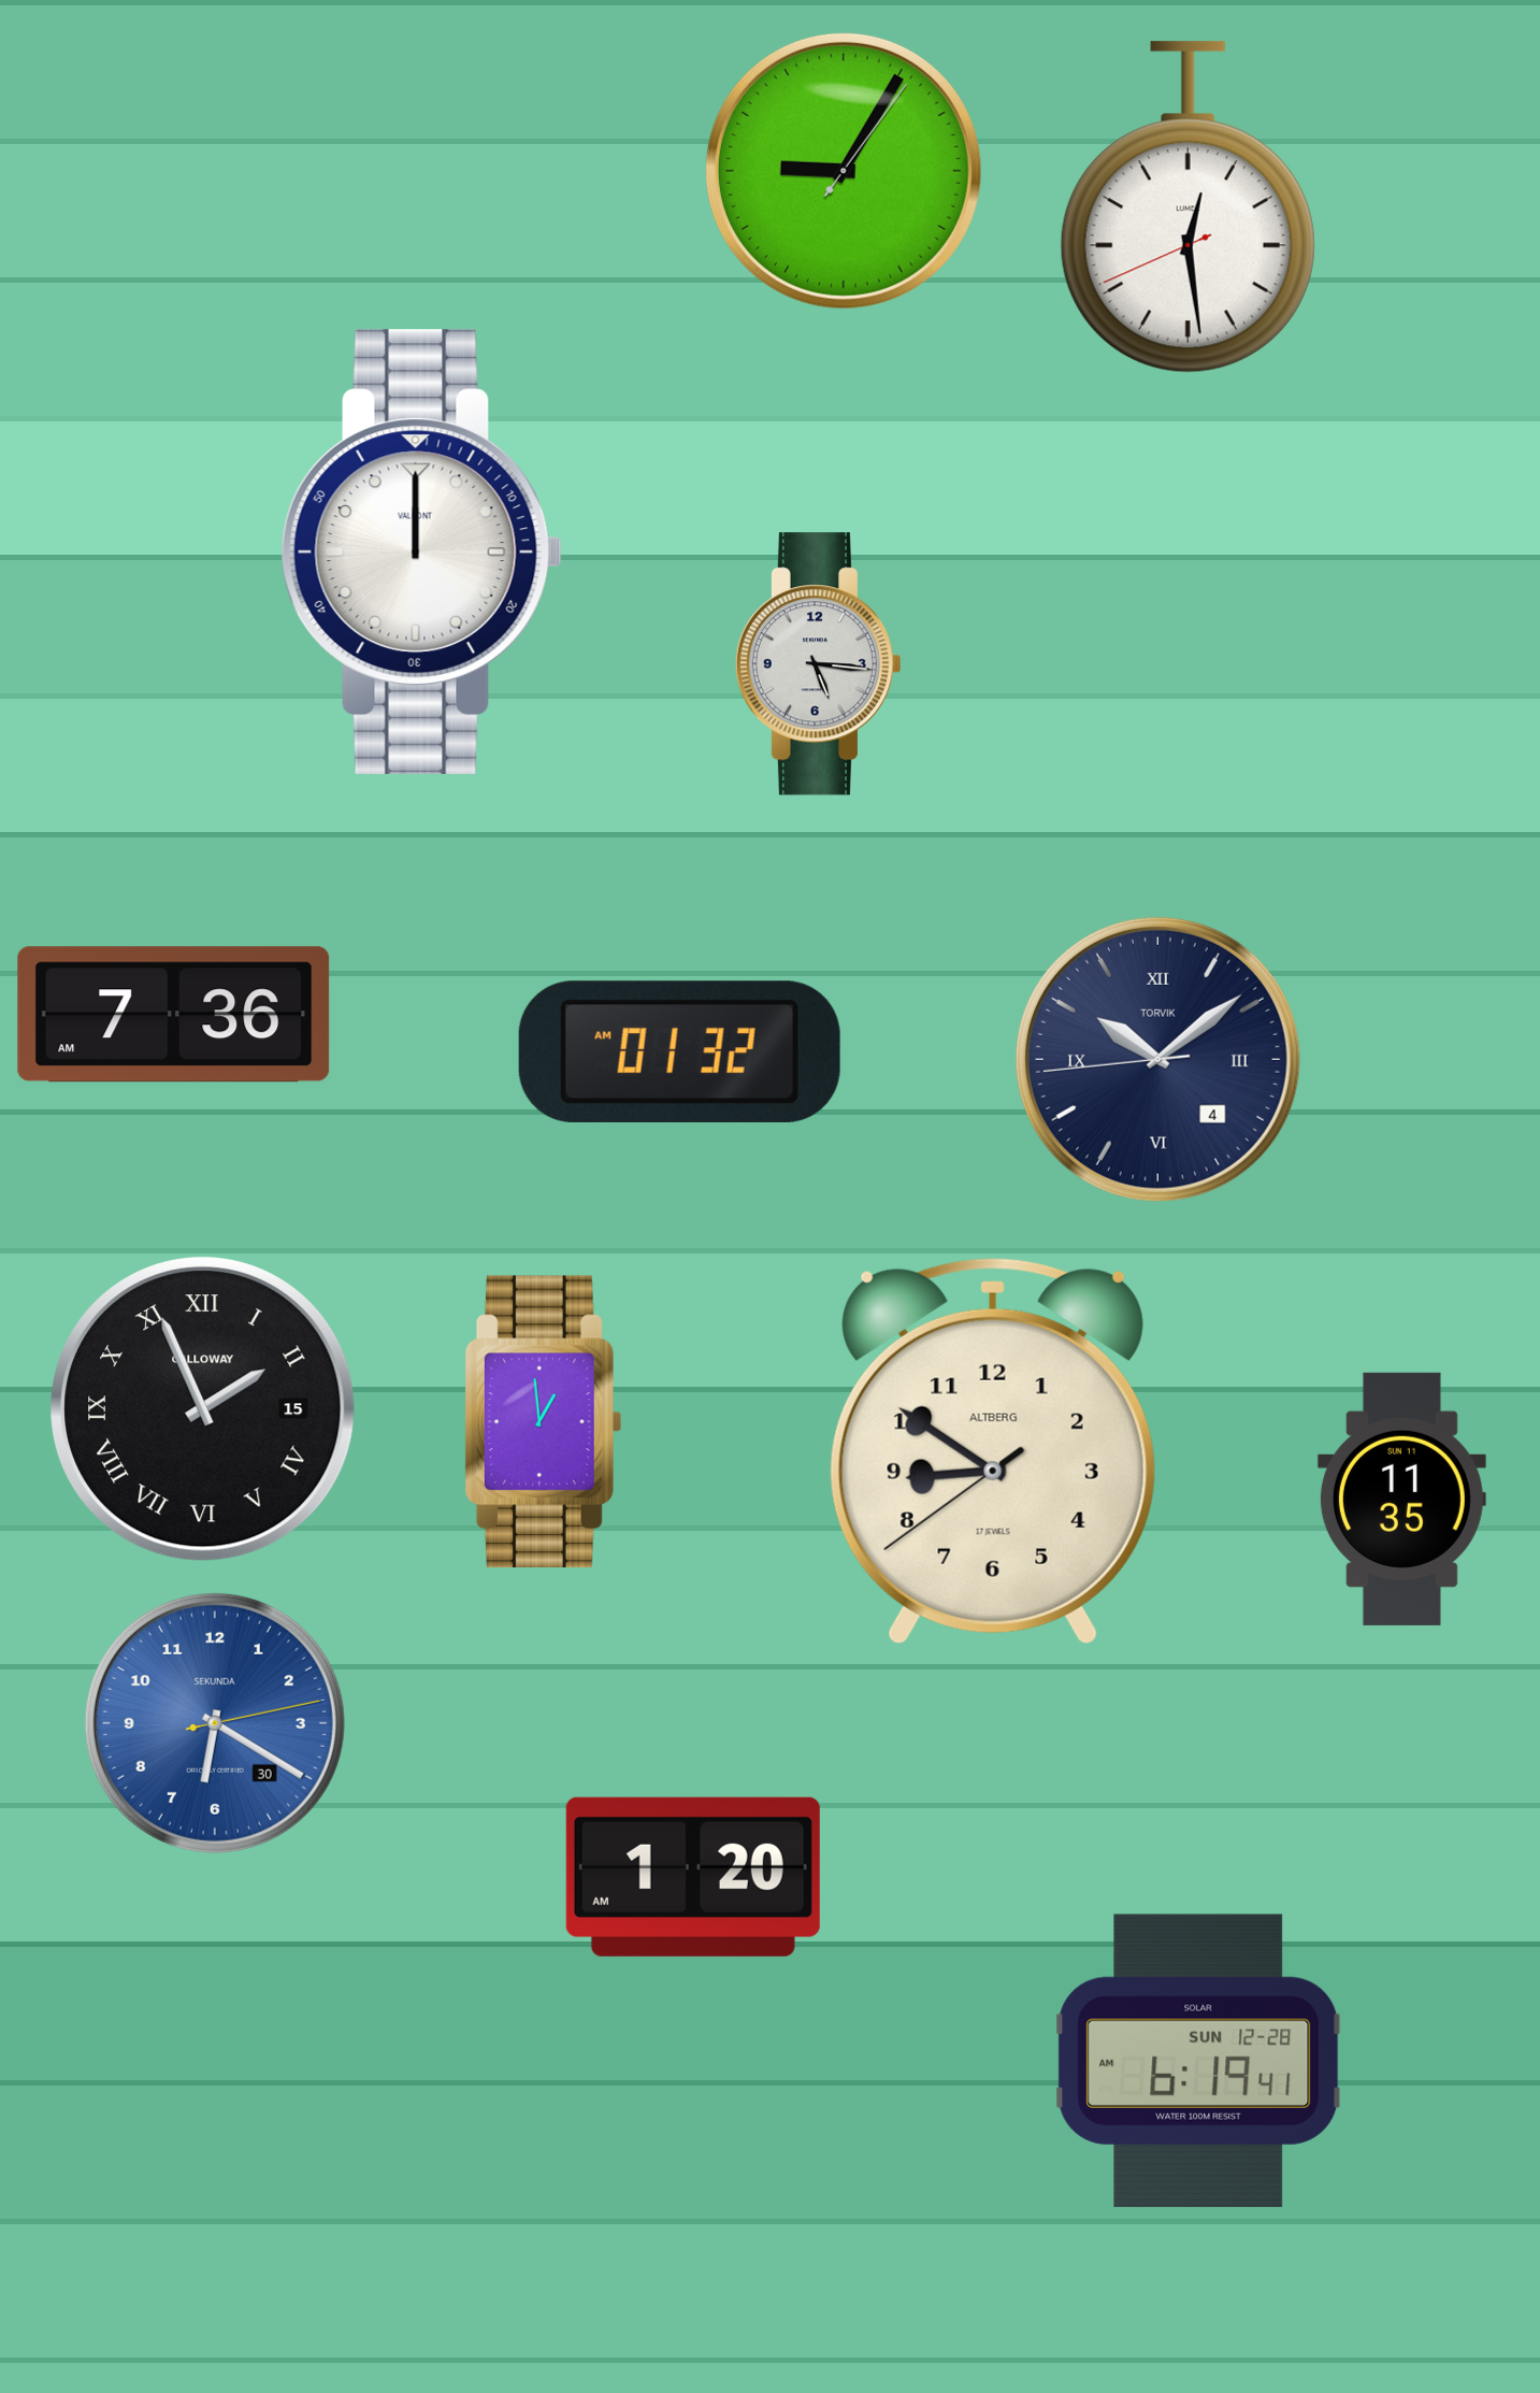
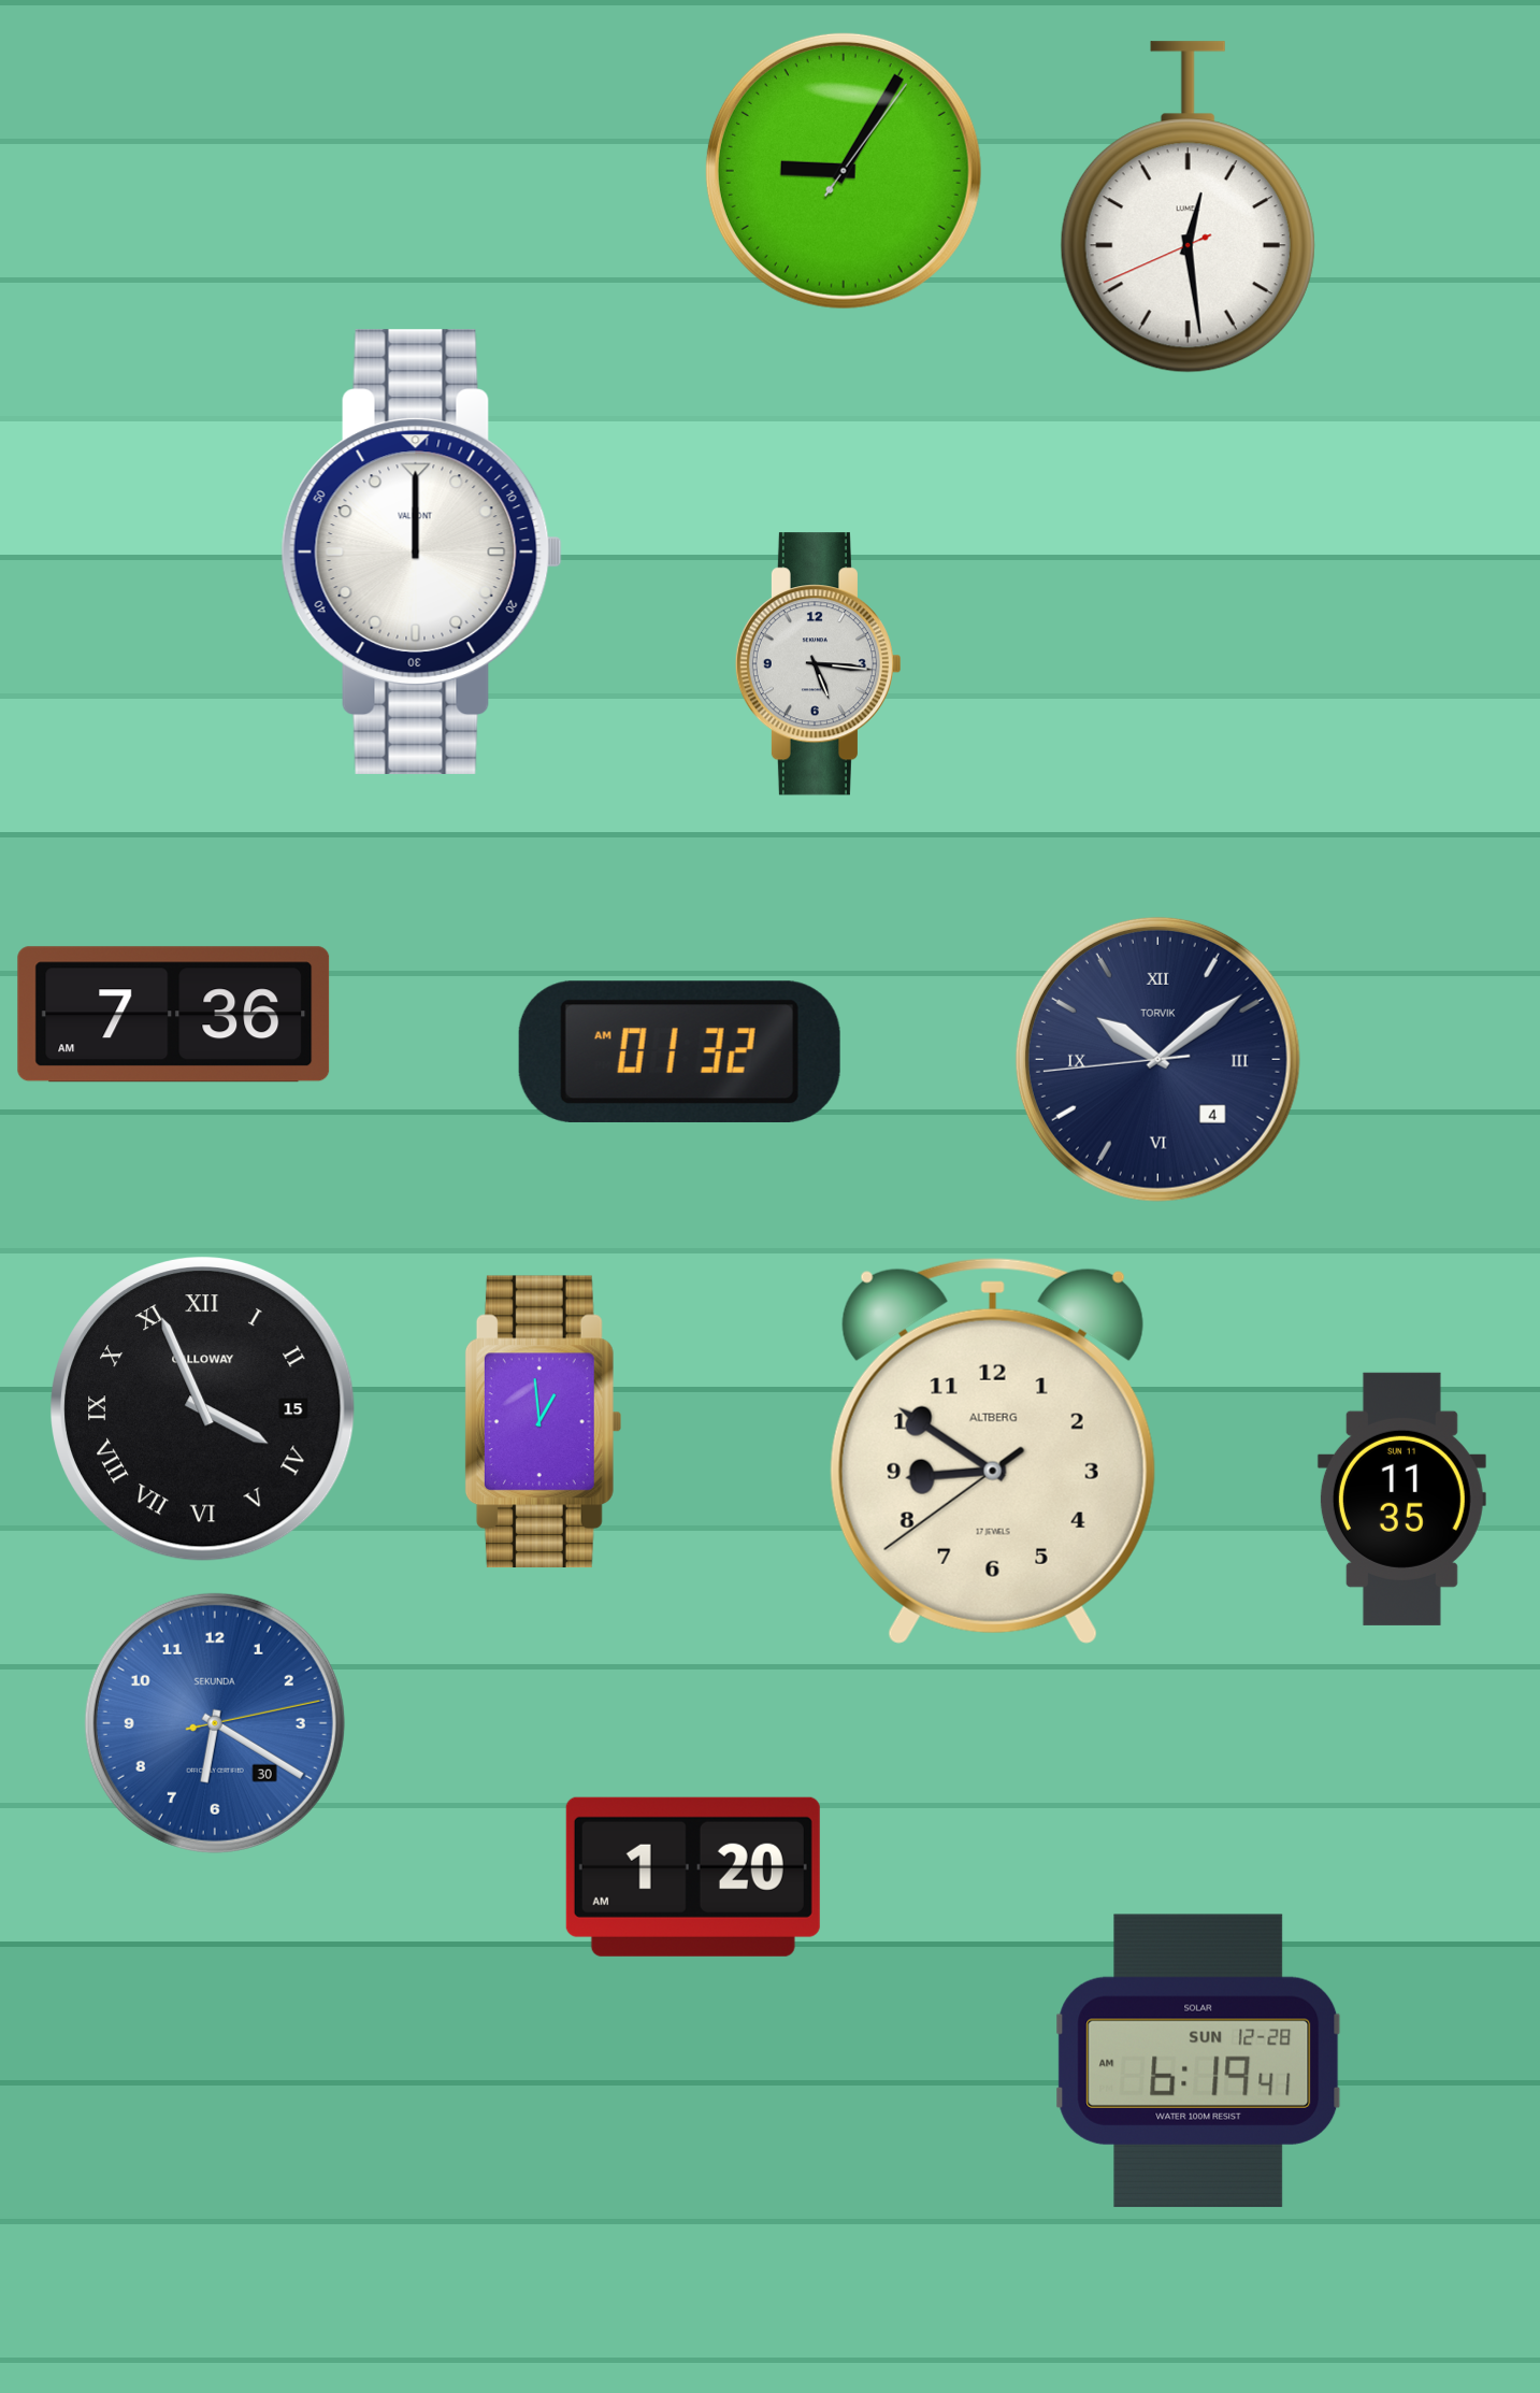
clock at (203, 1409): 1:56 -> 3:56
